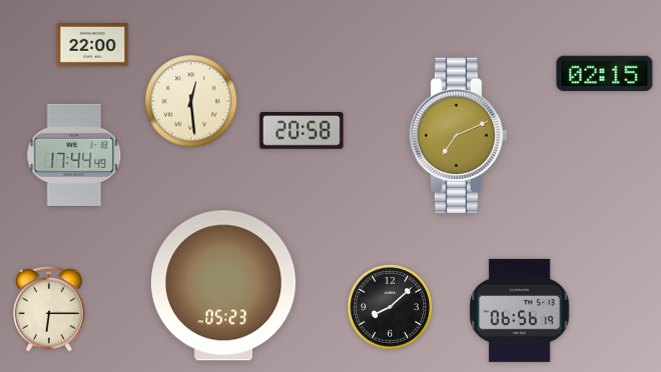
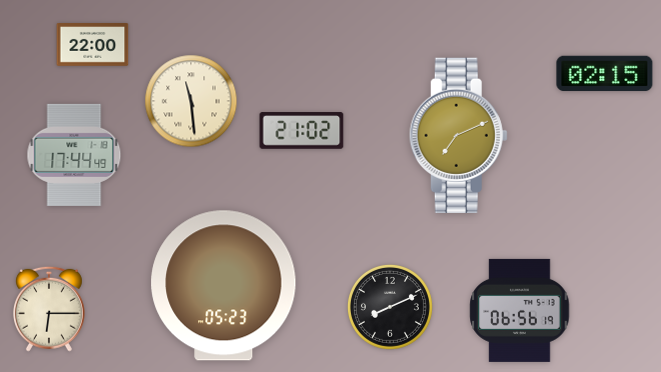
clock at (191, 101): 12:29 -> 11:29
clock at (302, 131): 20:58 -> 21:02
clock at (390, 307): 8:08 -> 8:11
